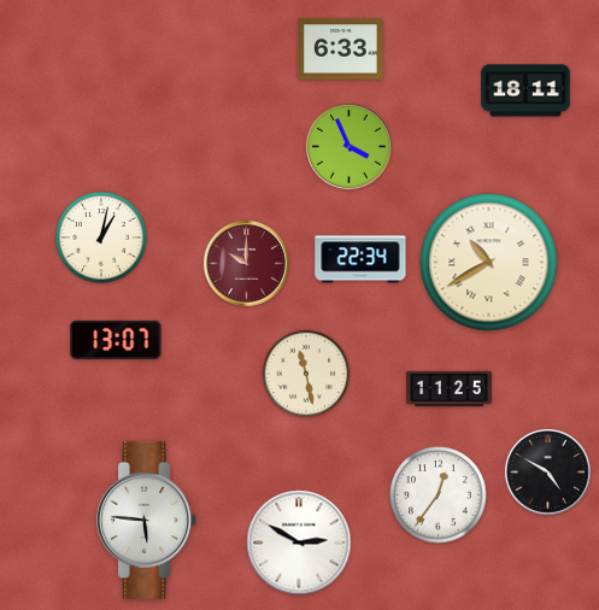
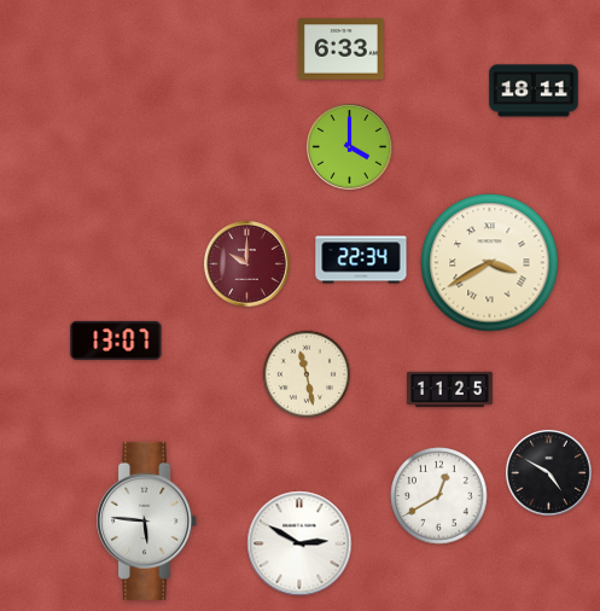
clock at (525, 90) position: (525, 90) -> (534, 91)
clock at (348, 146): 3:56 -> 4:00
clock at (101, 237): 1:02 -> none
clock at (489, 263): 10:40 -> 3:40
clock at (439, 495): 12:36 -> 12:40
